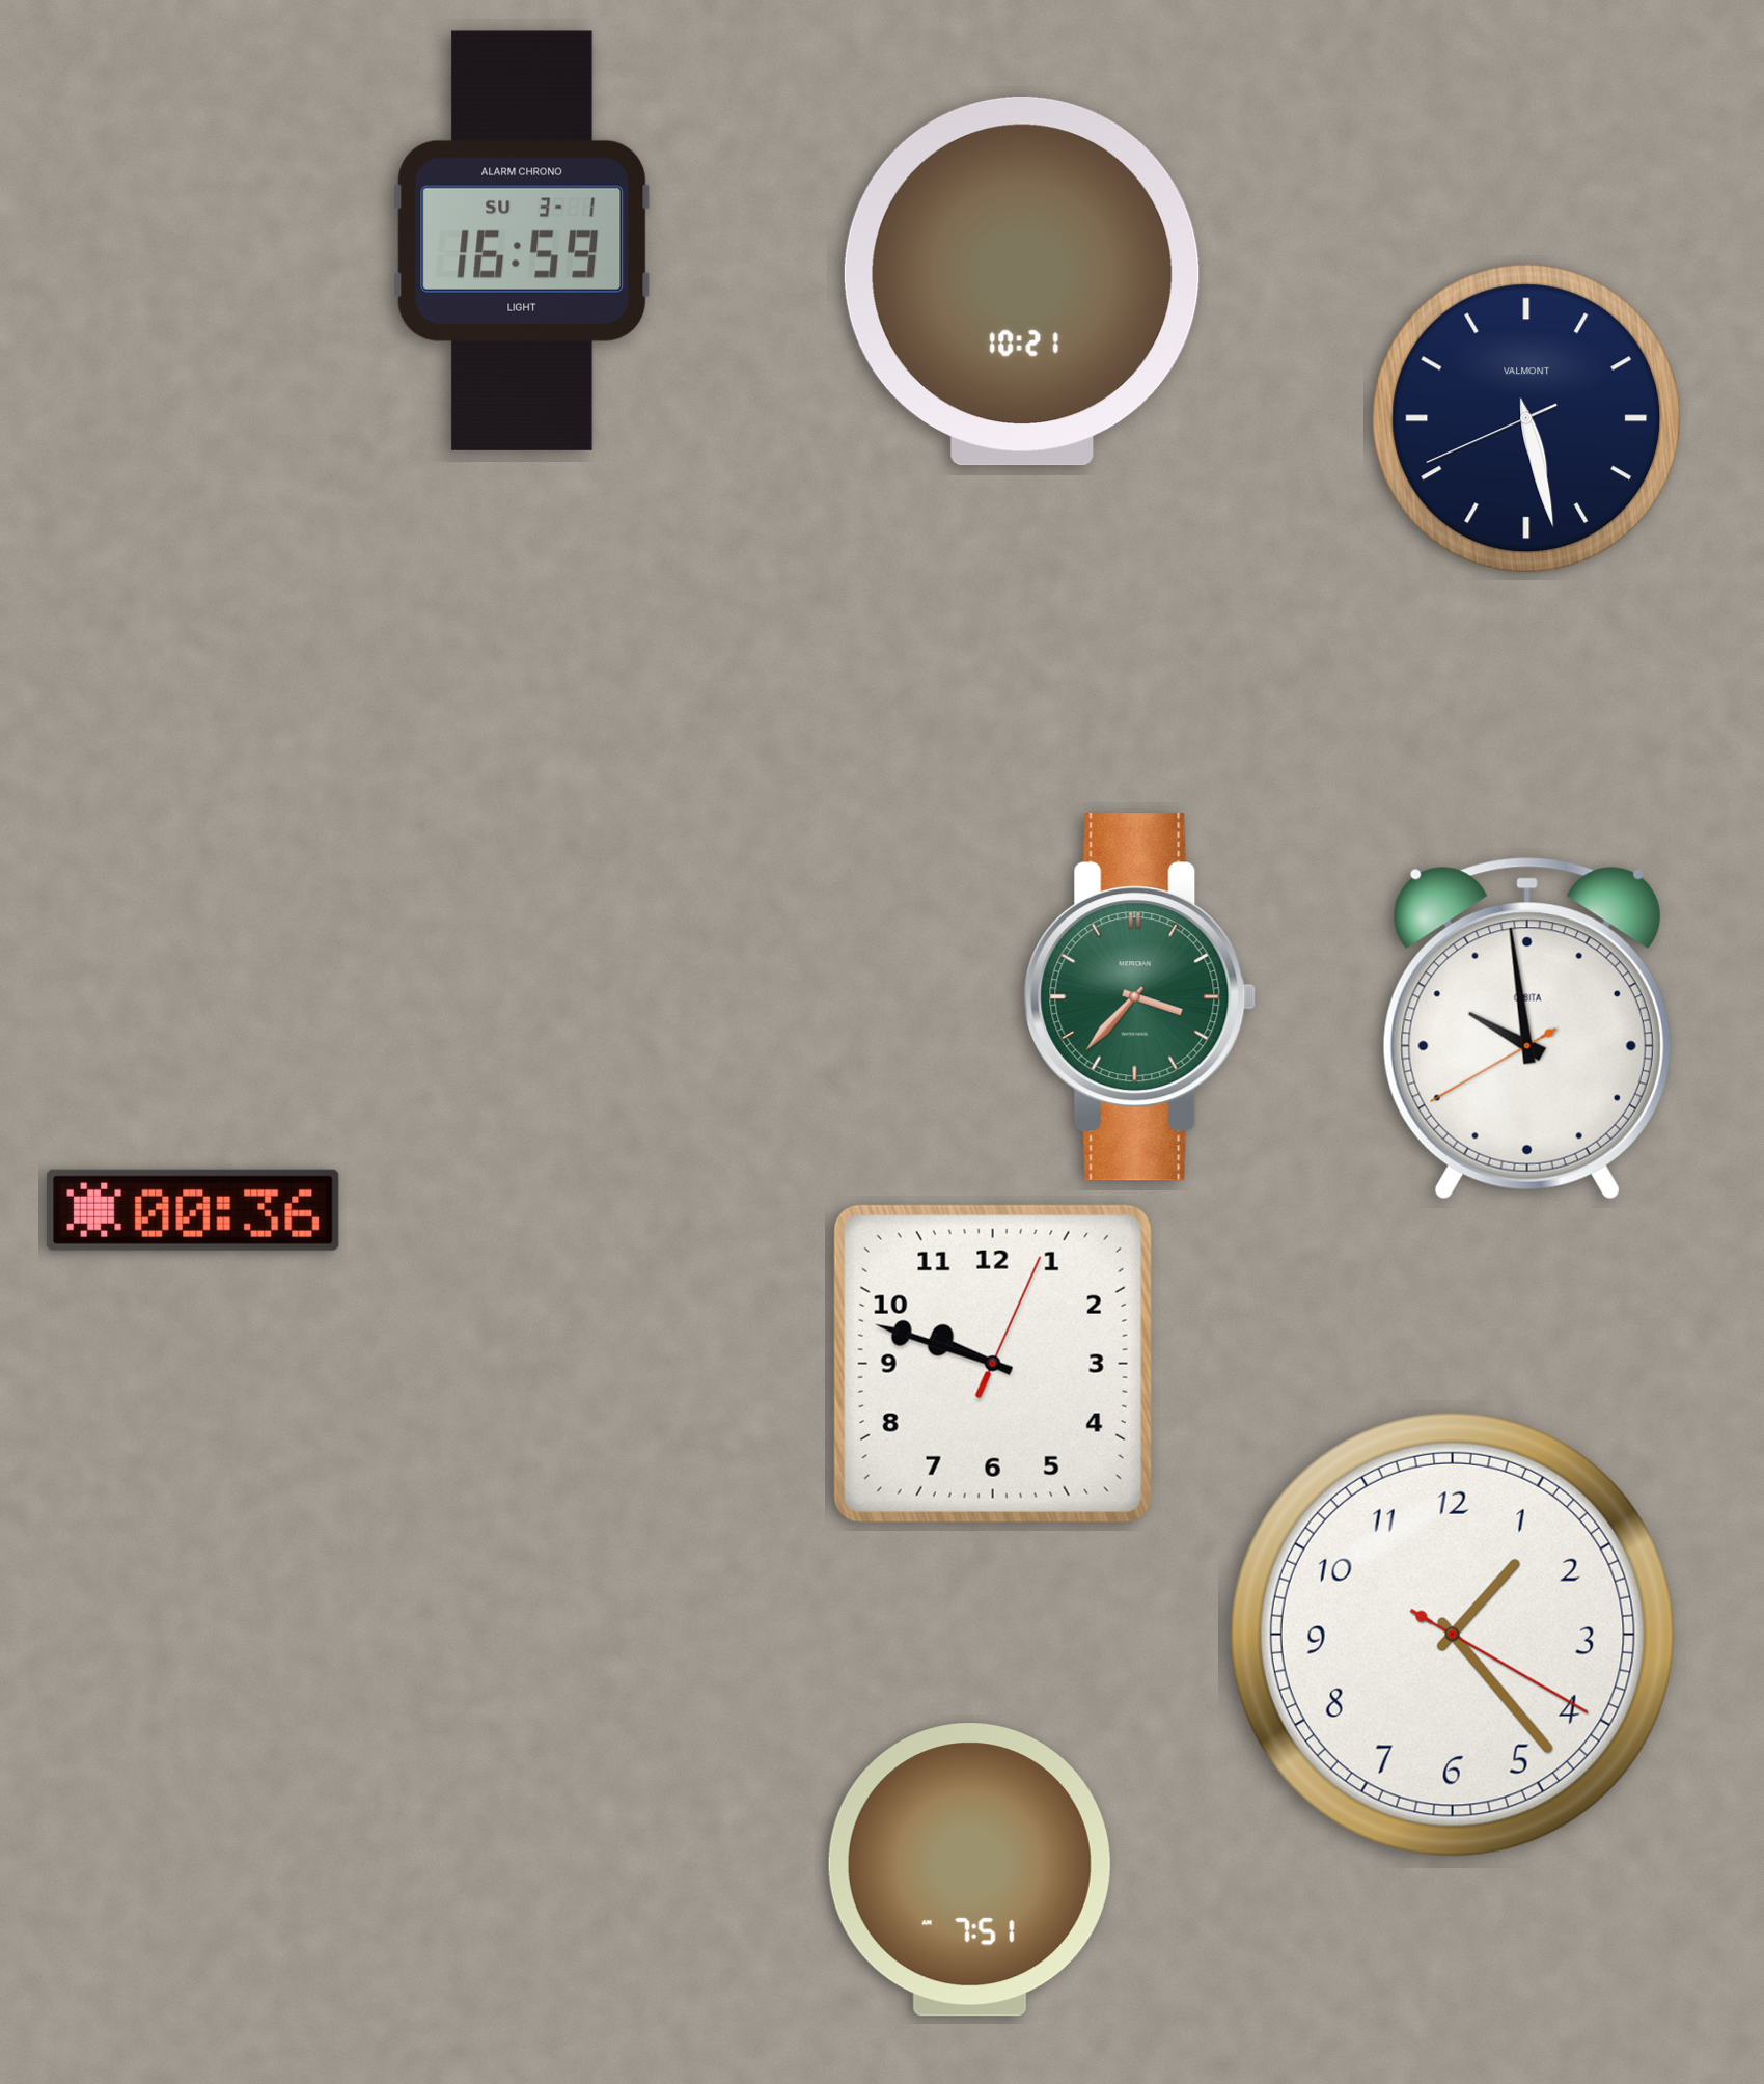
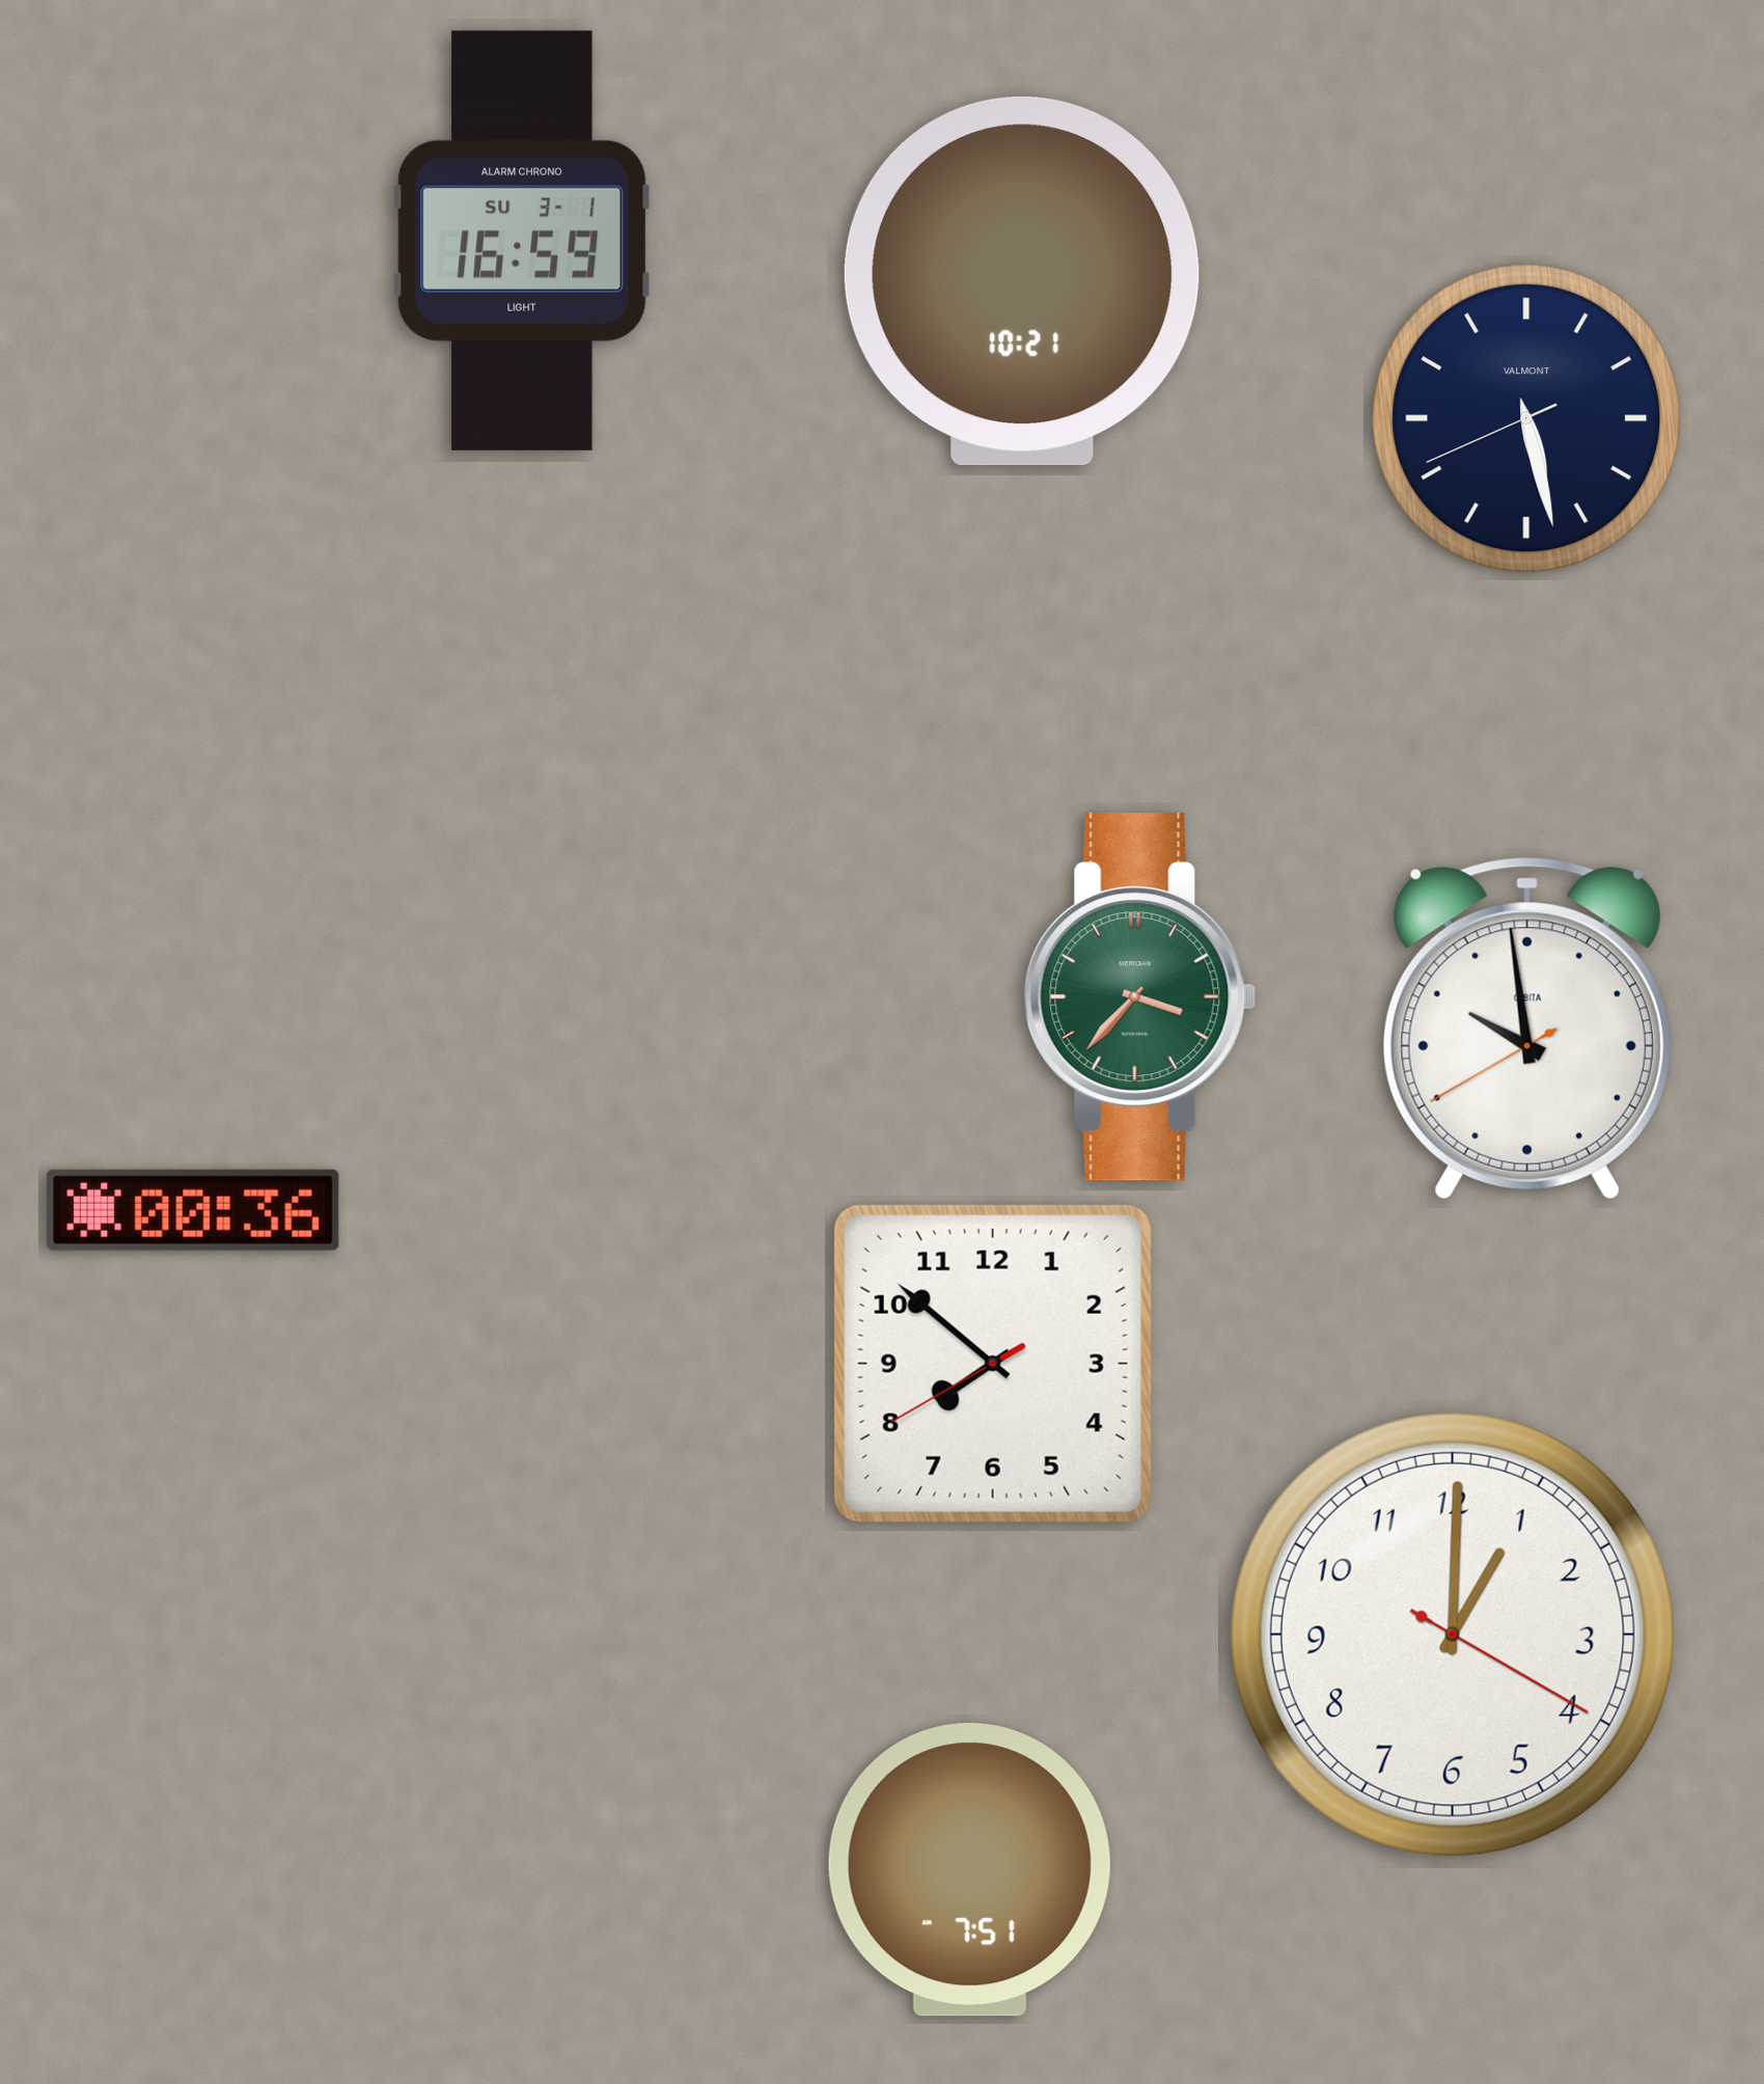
clock at (993, 1364): 9:48 -> 7:51
clock at (1453, 1635): 1:23 -> 1:00
